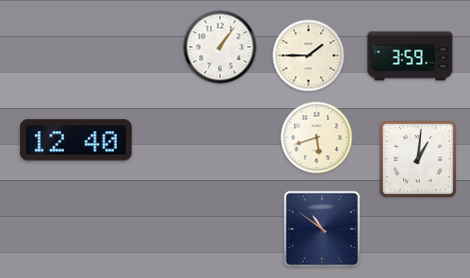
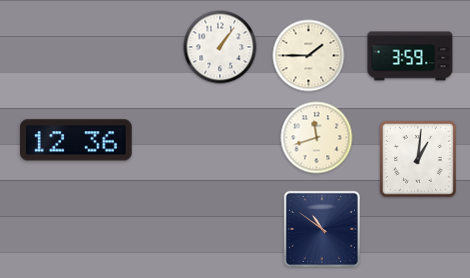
clock at (317, 138): 5:42 -> 11:42
clock at (77, 140): 12:40 -> 12:36
